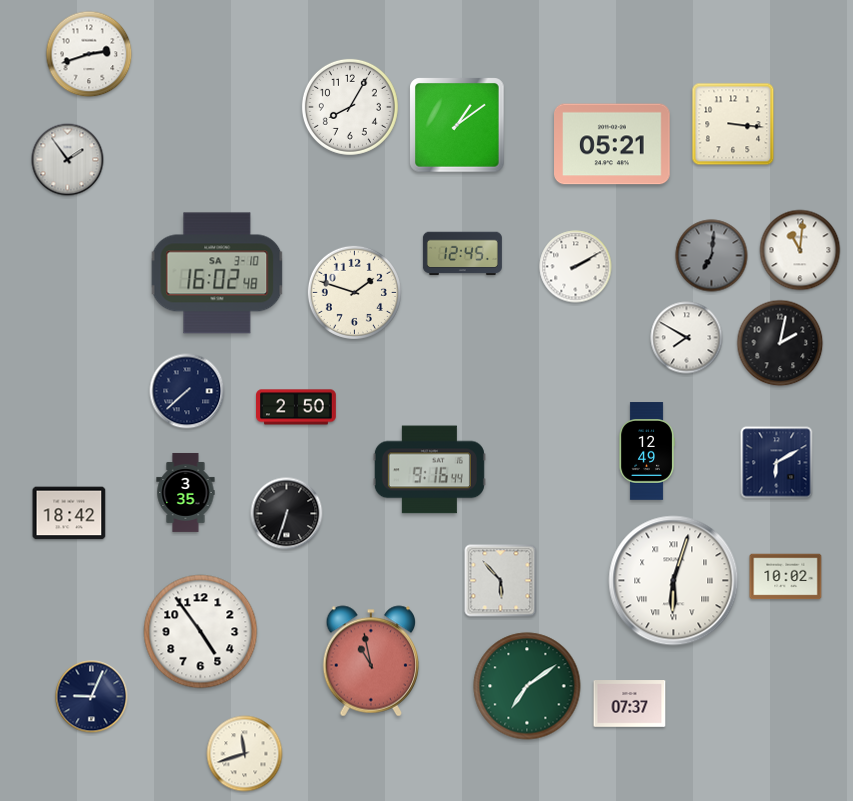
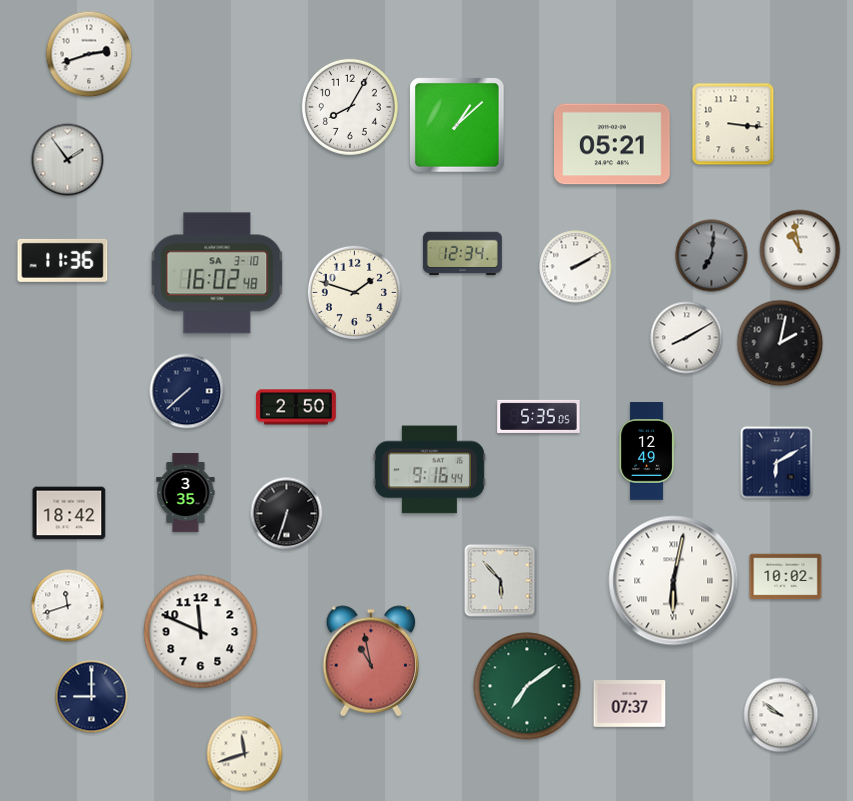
clock at (457, 125): 1:09 -> 1:08
clock at (800, 250): 11:01 -> 10:58
clock at (462, 254): 12:45 -> 12:34
clock at (63, 260): none -> 11:36
clock at (687, 338): 7:50 -> 8:10
clock at (539, 416): none -> 5:35
clock at (674, 581): 6:03 -> 6:02
clock at (68, 606): none -> 11:42
clock at (201, 632): 4:54 -> 11:49
clock at (92, 697): 9:04 -> 9:00
clock at (781, 715): none -> 9:51
